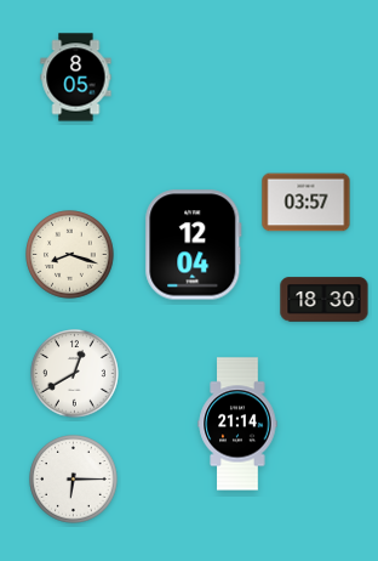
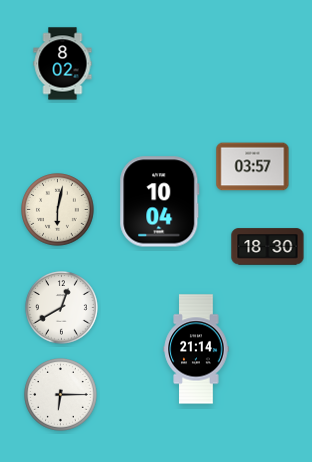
clock at (76, 78): 8:05 -> 8:02
clock at (194, 245): 12:04 -> 10:04
clock at (70, 255): 8:18 -> 6:02
